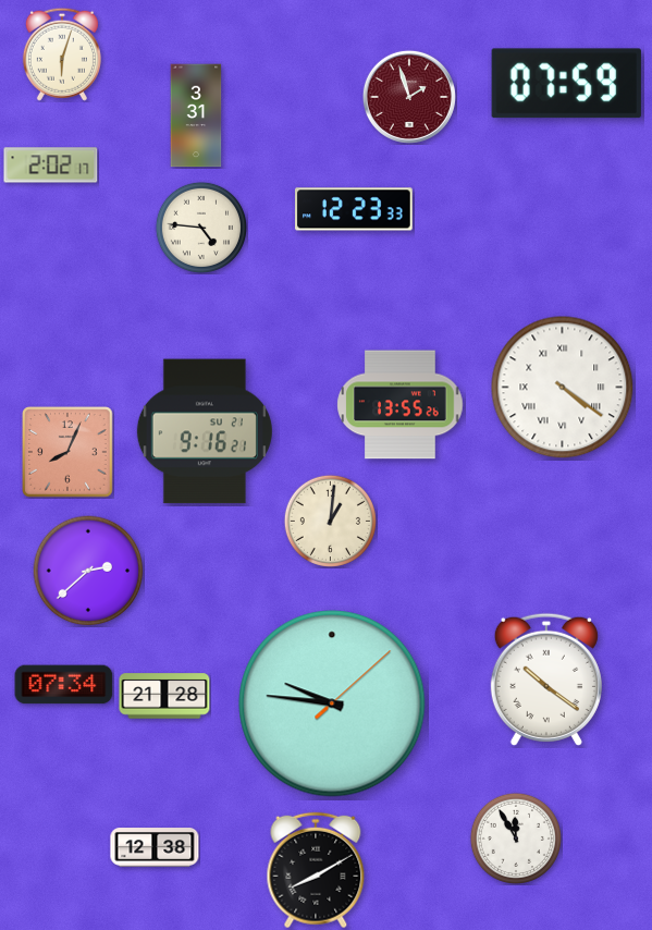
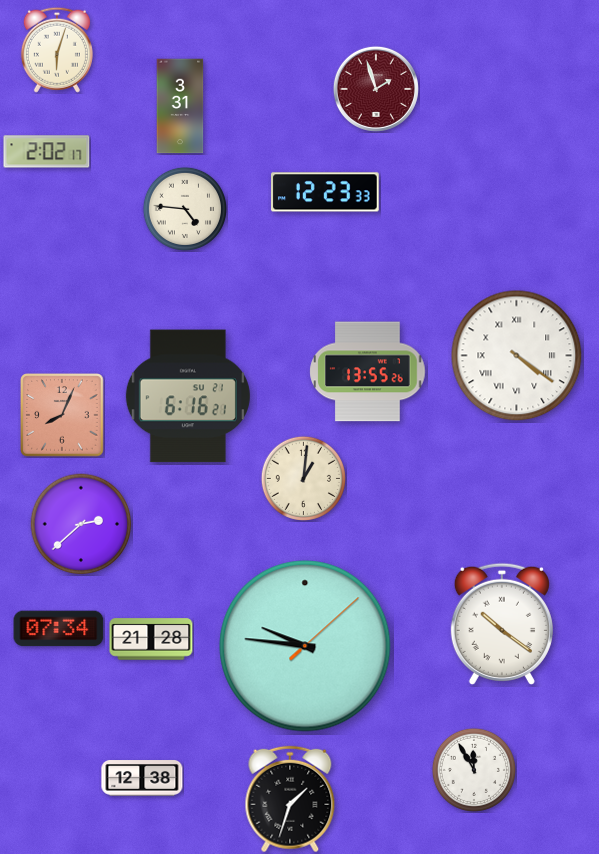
clock at (566, 84): 07:59 -> none
clock at (205, 431): 9:16 -> 6:16
clock at (316, 870): 8:10 -> 1:33
